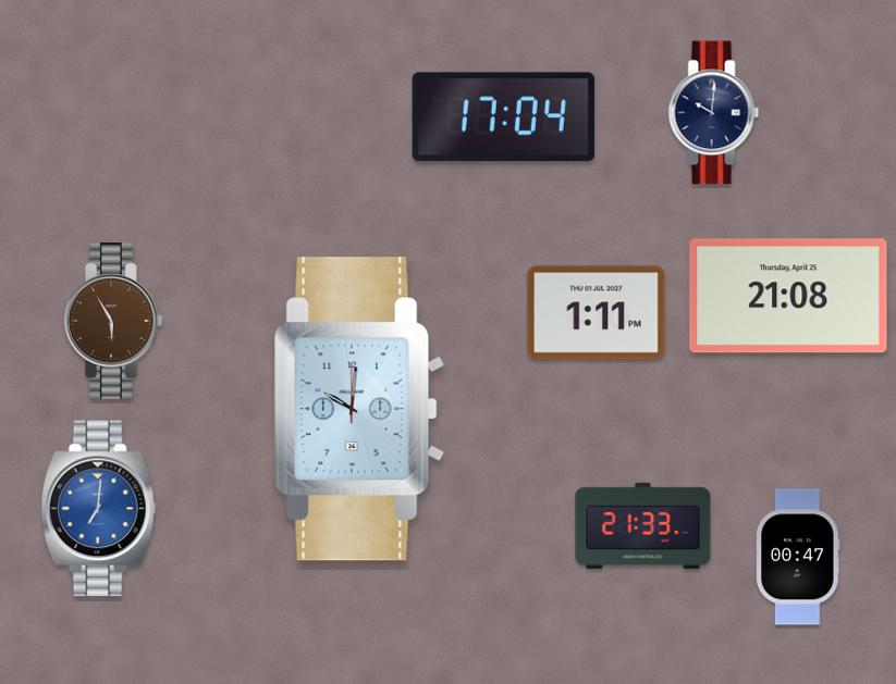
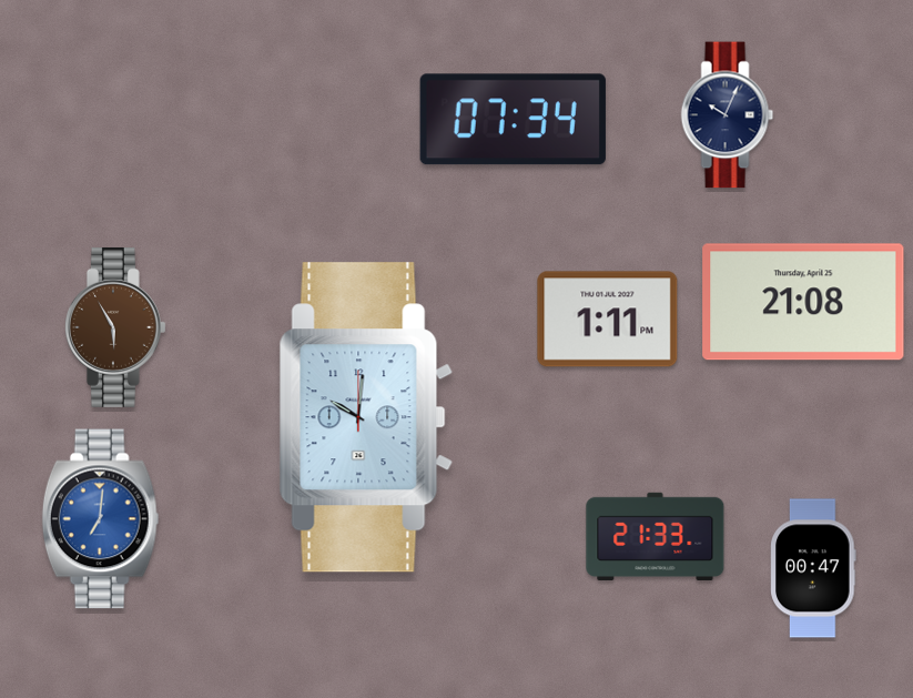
clock at (714, 113): 10:01 -> 10:04
clock at (503, 117): 17:04 -> 07:34
